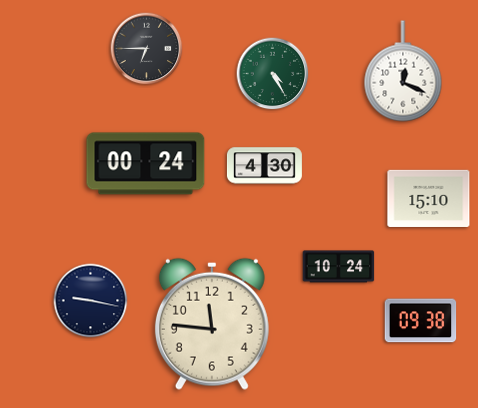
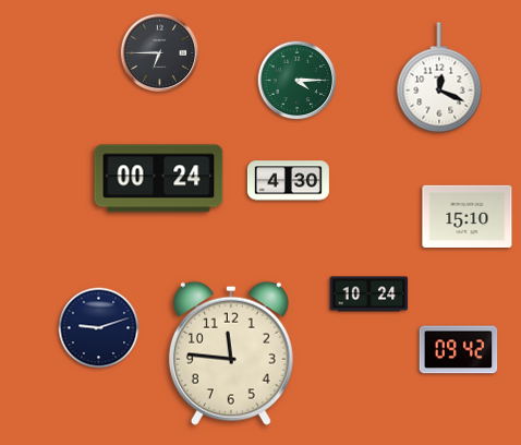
clock at (273, 74): 4:25 -> 4:15
clock at (339, 267) position: (339, 267) -> (369, 294)
clock at (91, 301): 9:17 -> 9:12
clock at (421, 321): 09:38 -> 09:42
